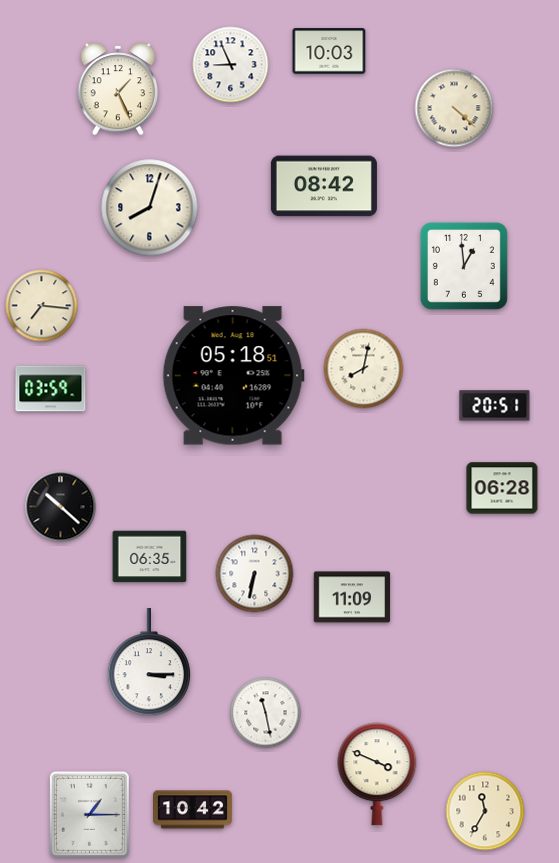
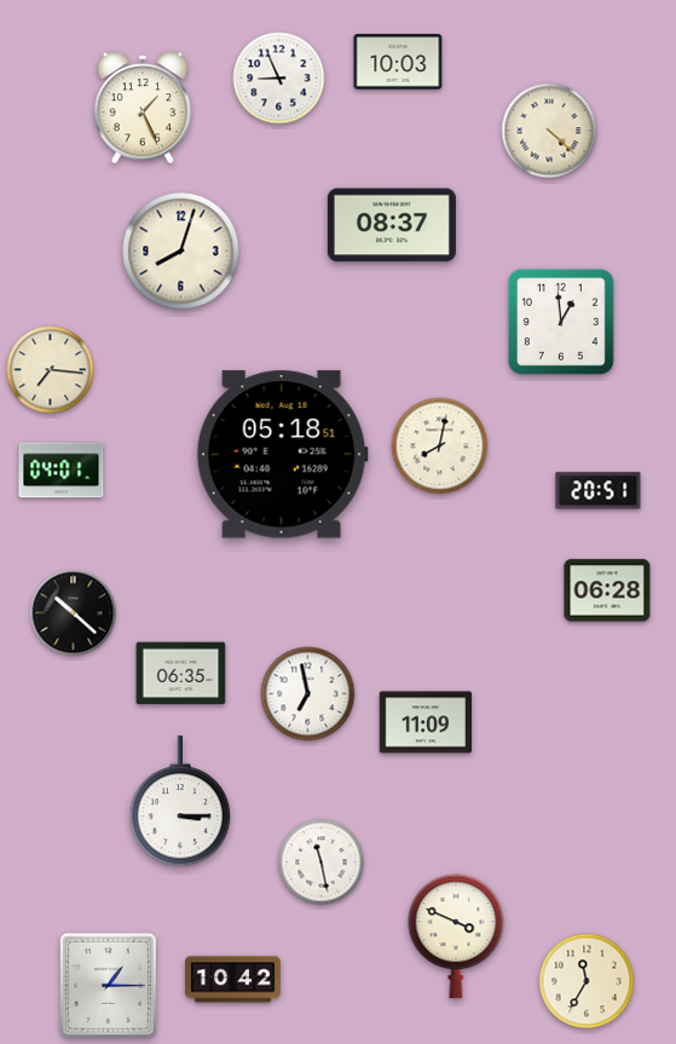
clock at (324, 186): 08:42 -> 08:37
clock at (51, 389): 03:59 -> 04:01
clock at (255, 574): 6:32 -> 6:58
